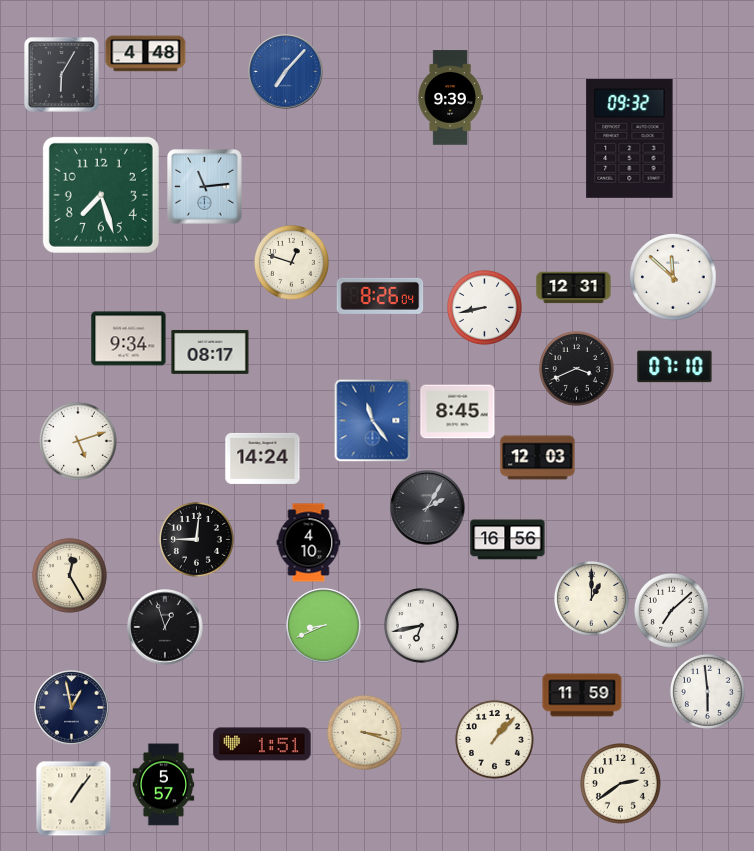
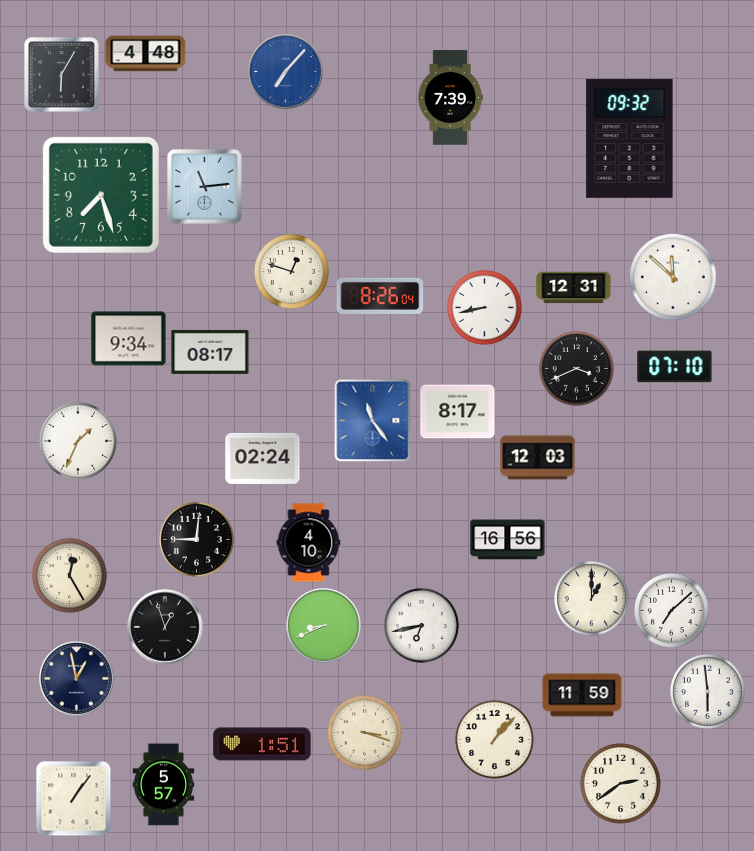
clock at (450, 98): 9:39 -> 7:39
clock at (291, 262) position: (291, 262) -> (291, 271)
clock at (458, 412): 8:45 -> 8:17
clock at (78, 441): 5:12 -> 1:34
clock at (263, 458): 14:24 -> 02:24
clock at (428, 508): 2:05 -> none
clock at (72, 708) position: (72, 708) -> (77, 679)
